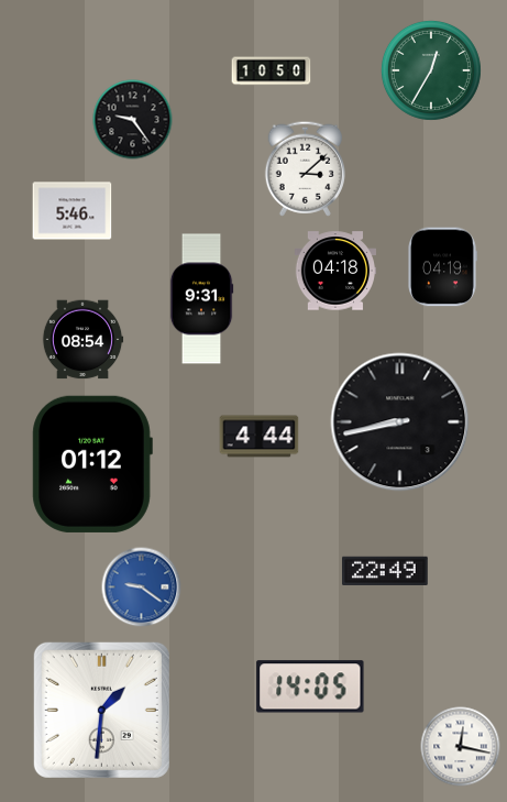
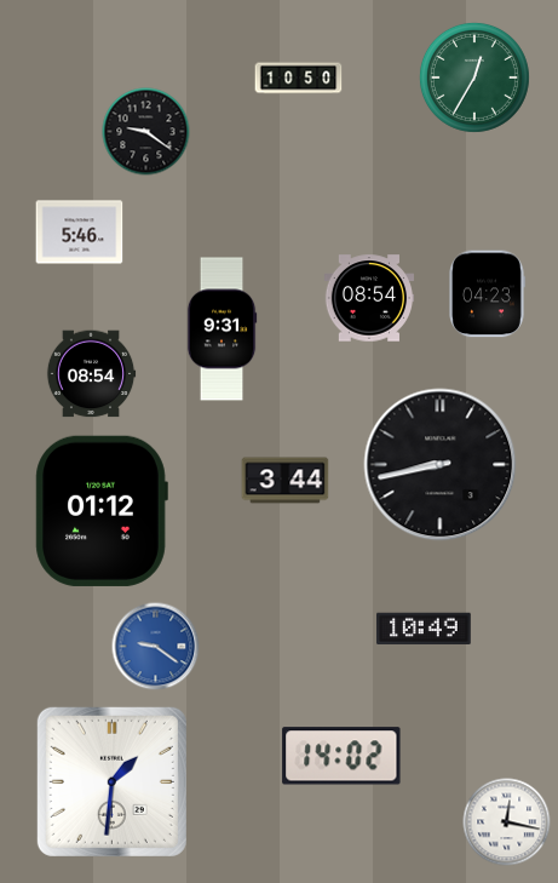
clock at (133, 120): 9:24 -> 9:21
clock at (305, 168): 3:08 -> none
clock at (443, 267): 04:19 -> 04:23
clock at (334, 271): 04:18 -> 08:54
clock at (260, 437): 4:44 -> 3:44
clock at (386, 570): 22:49 -> 10:49
clock at (310, 686): 14:05 -> 14:02
